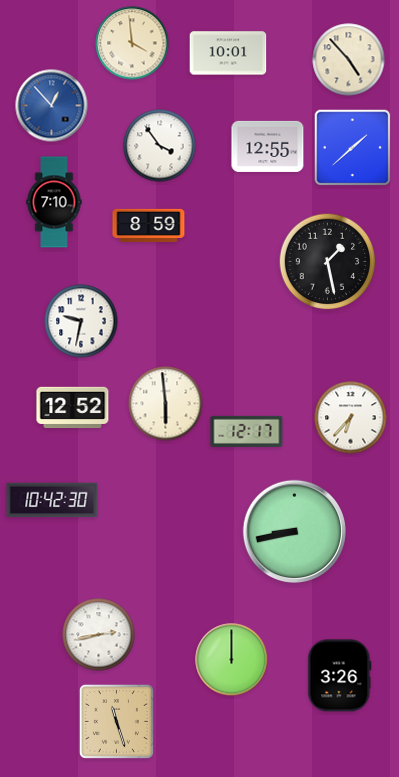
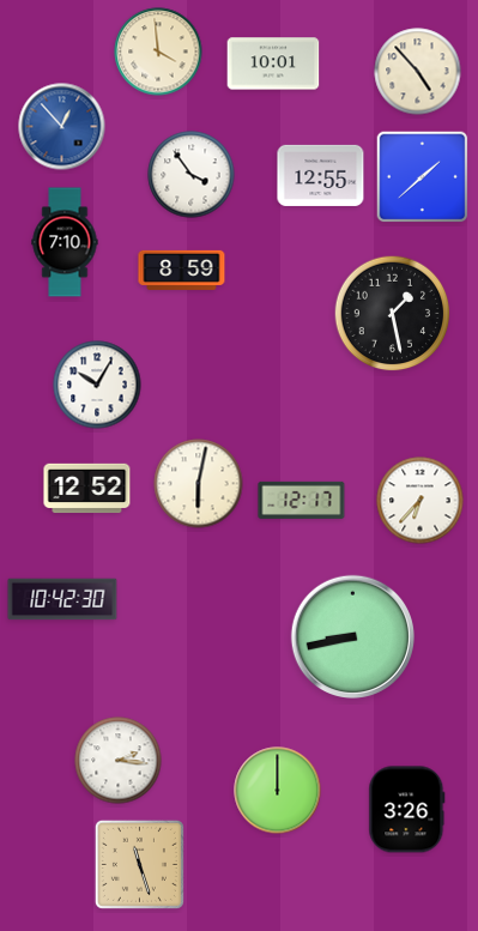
clock at (149, 225) position: (149, 225) -> (182, 270)
clock at (81, 321): 9:32 -> 10:05
clock at (166, 404): 5:59 -> 6:02
clock at (247, 431) position: (247, 431) -> (302, 500)
clock at (99, 635): 2:43 -> 2:16
